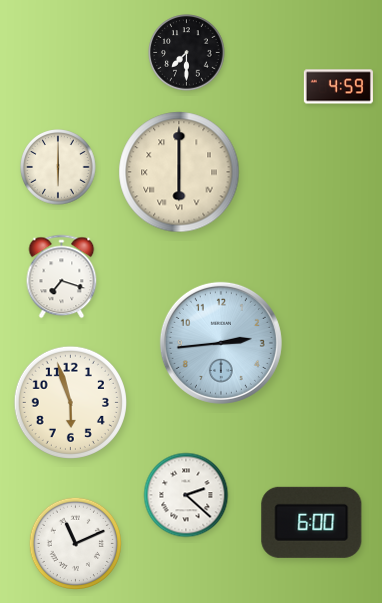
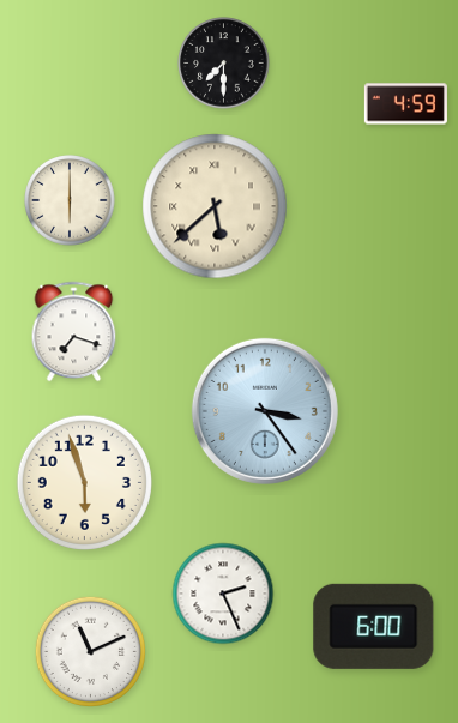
clock at (179, 172): 6:00 -> 5:38
clock at (221, 343): 2:44 -> 3:24
clock at (186, 495): 2:22 -> 2:26
